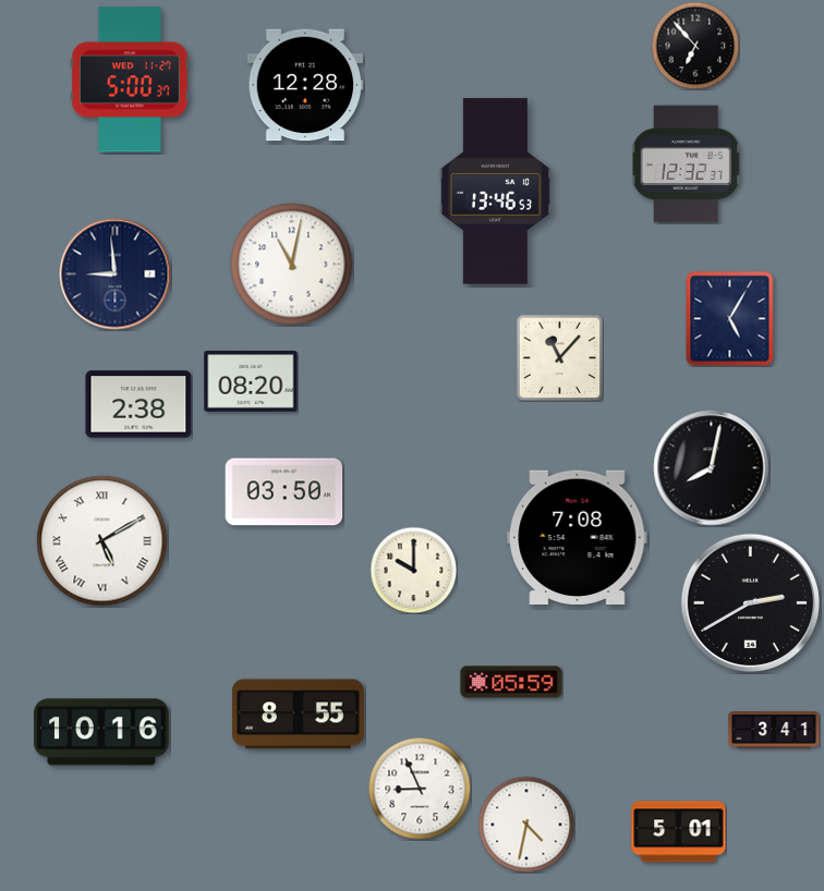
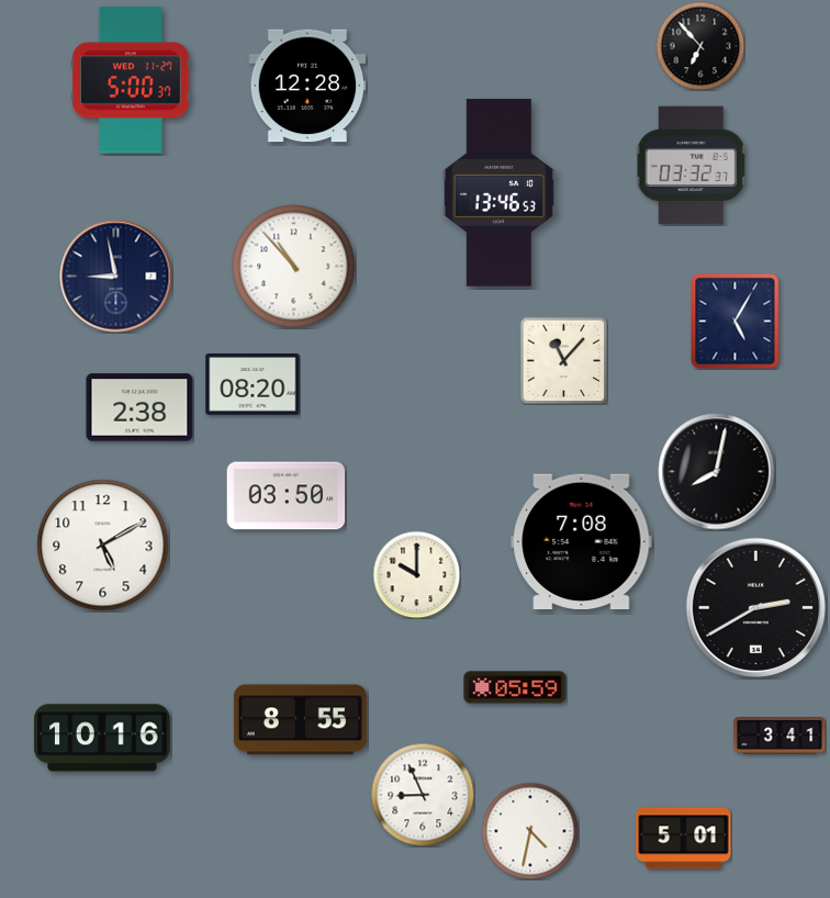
clock at (687, 164): 12:32 -> 03:32
clock at (292, 265): 11:02 -> 10:53
clock at (116, 274): 8:59 -> 8:58
clock at (102, 541) numerals: Roman -> Arabic
